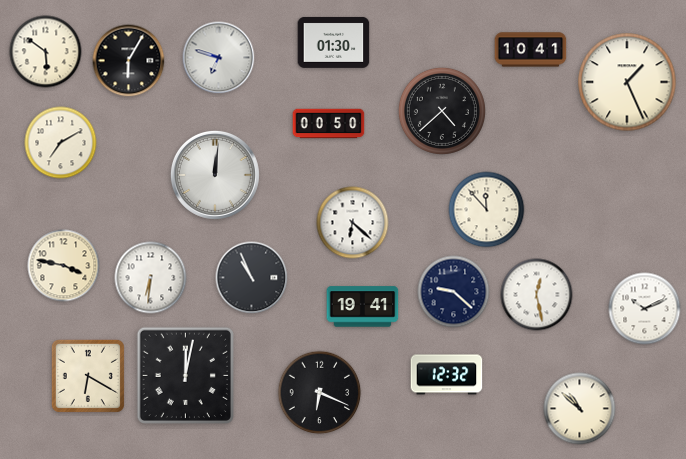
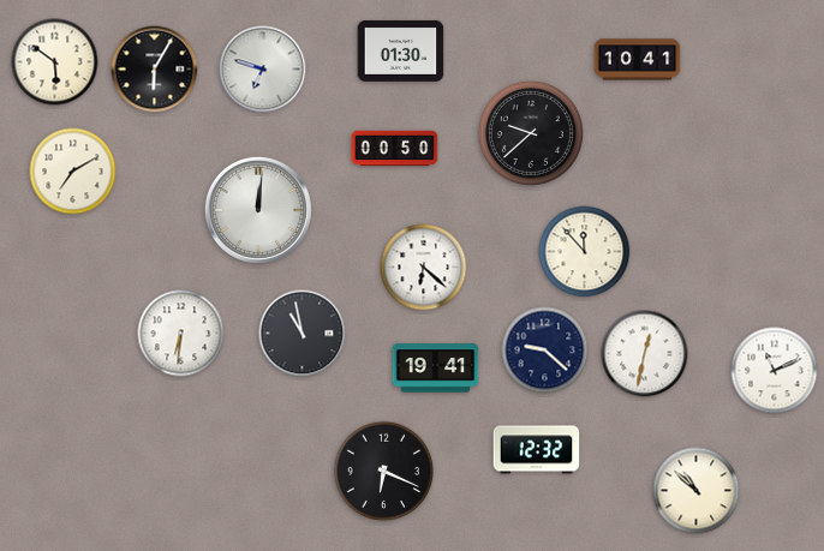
clock at (129, 61) position: (129, 61) -> (155, 70)
clock at (627, 82): 1:26 -> none
clock at (442, 111): 4:38 -> 9:38
clock at (64, 266): 3:47 -> none
clock at (252, 278): 10:56 -> 10:58
clock at (537, 295): 12:28 -> 12:32
clock at (645, 309): 10:11 -> 11:11
clock at (185, 375): 12:02 -> none
clock at (88, 376): 6:20 -> none
